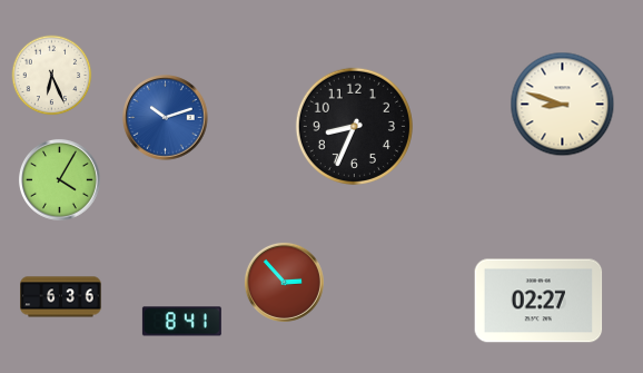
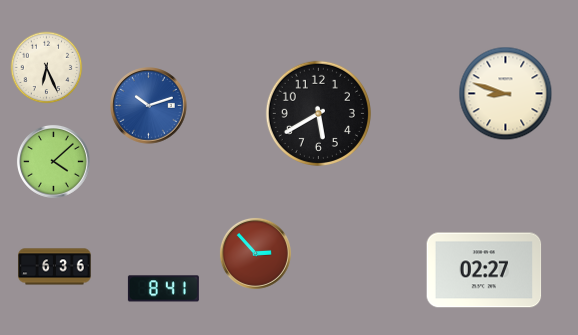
clock at (354, 126): 8:34 -> 5:40
clock at (59, 179): 4:05 -> 4:08
